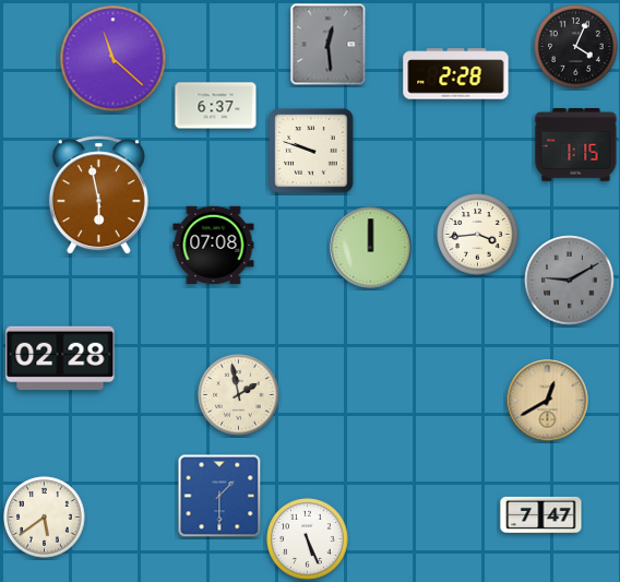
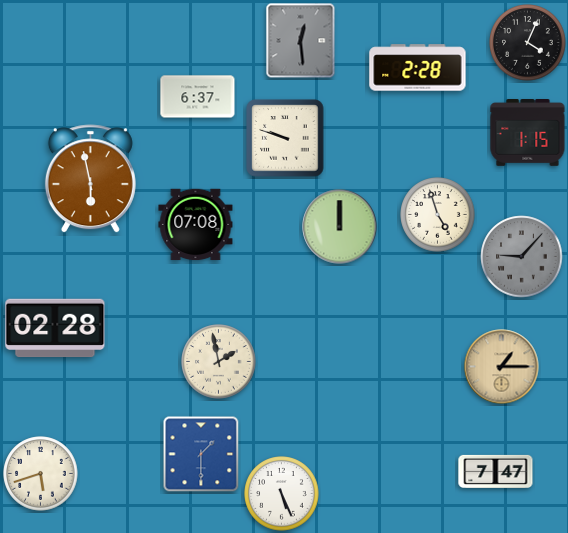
clock at (114, 59): 11:22 -> none
clock at (478, 235): 3:44 -> 4:57
clock at (570, 281): 9:10 -> 9:07
clock at (548, 401): 12:40 -> 1:15
clock at (45, 518): 5:39 -> 5:42
